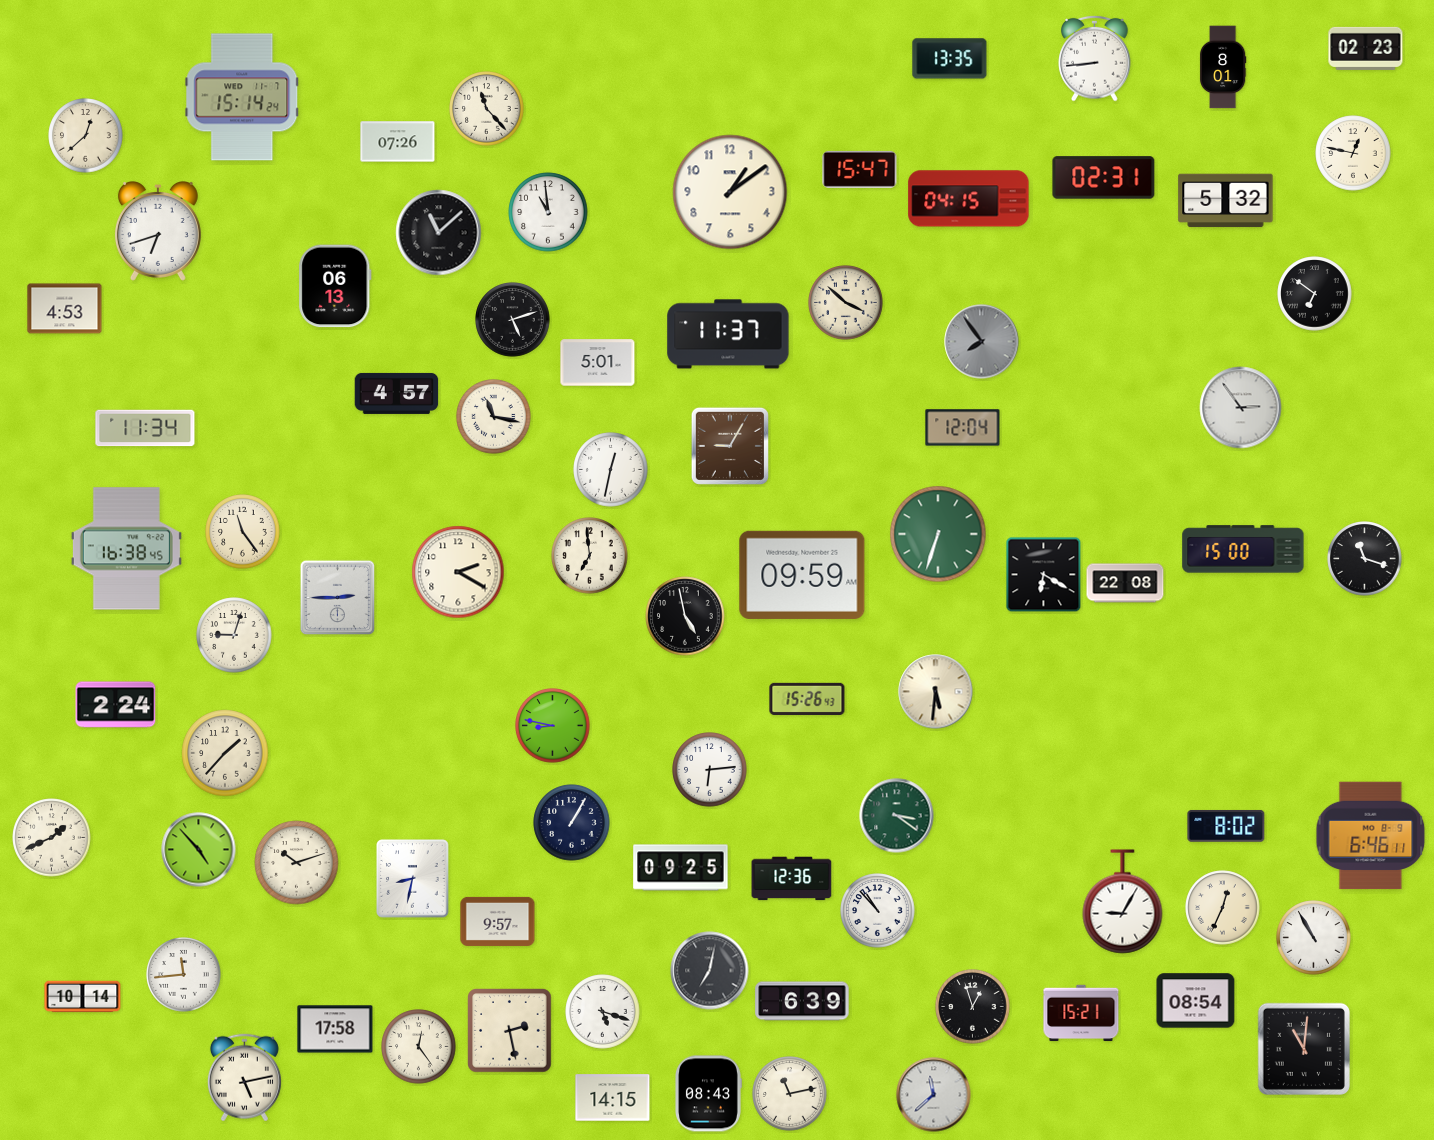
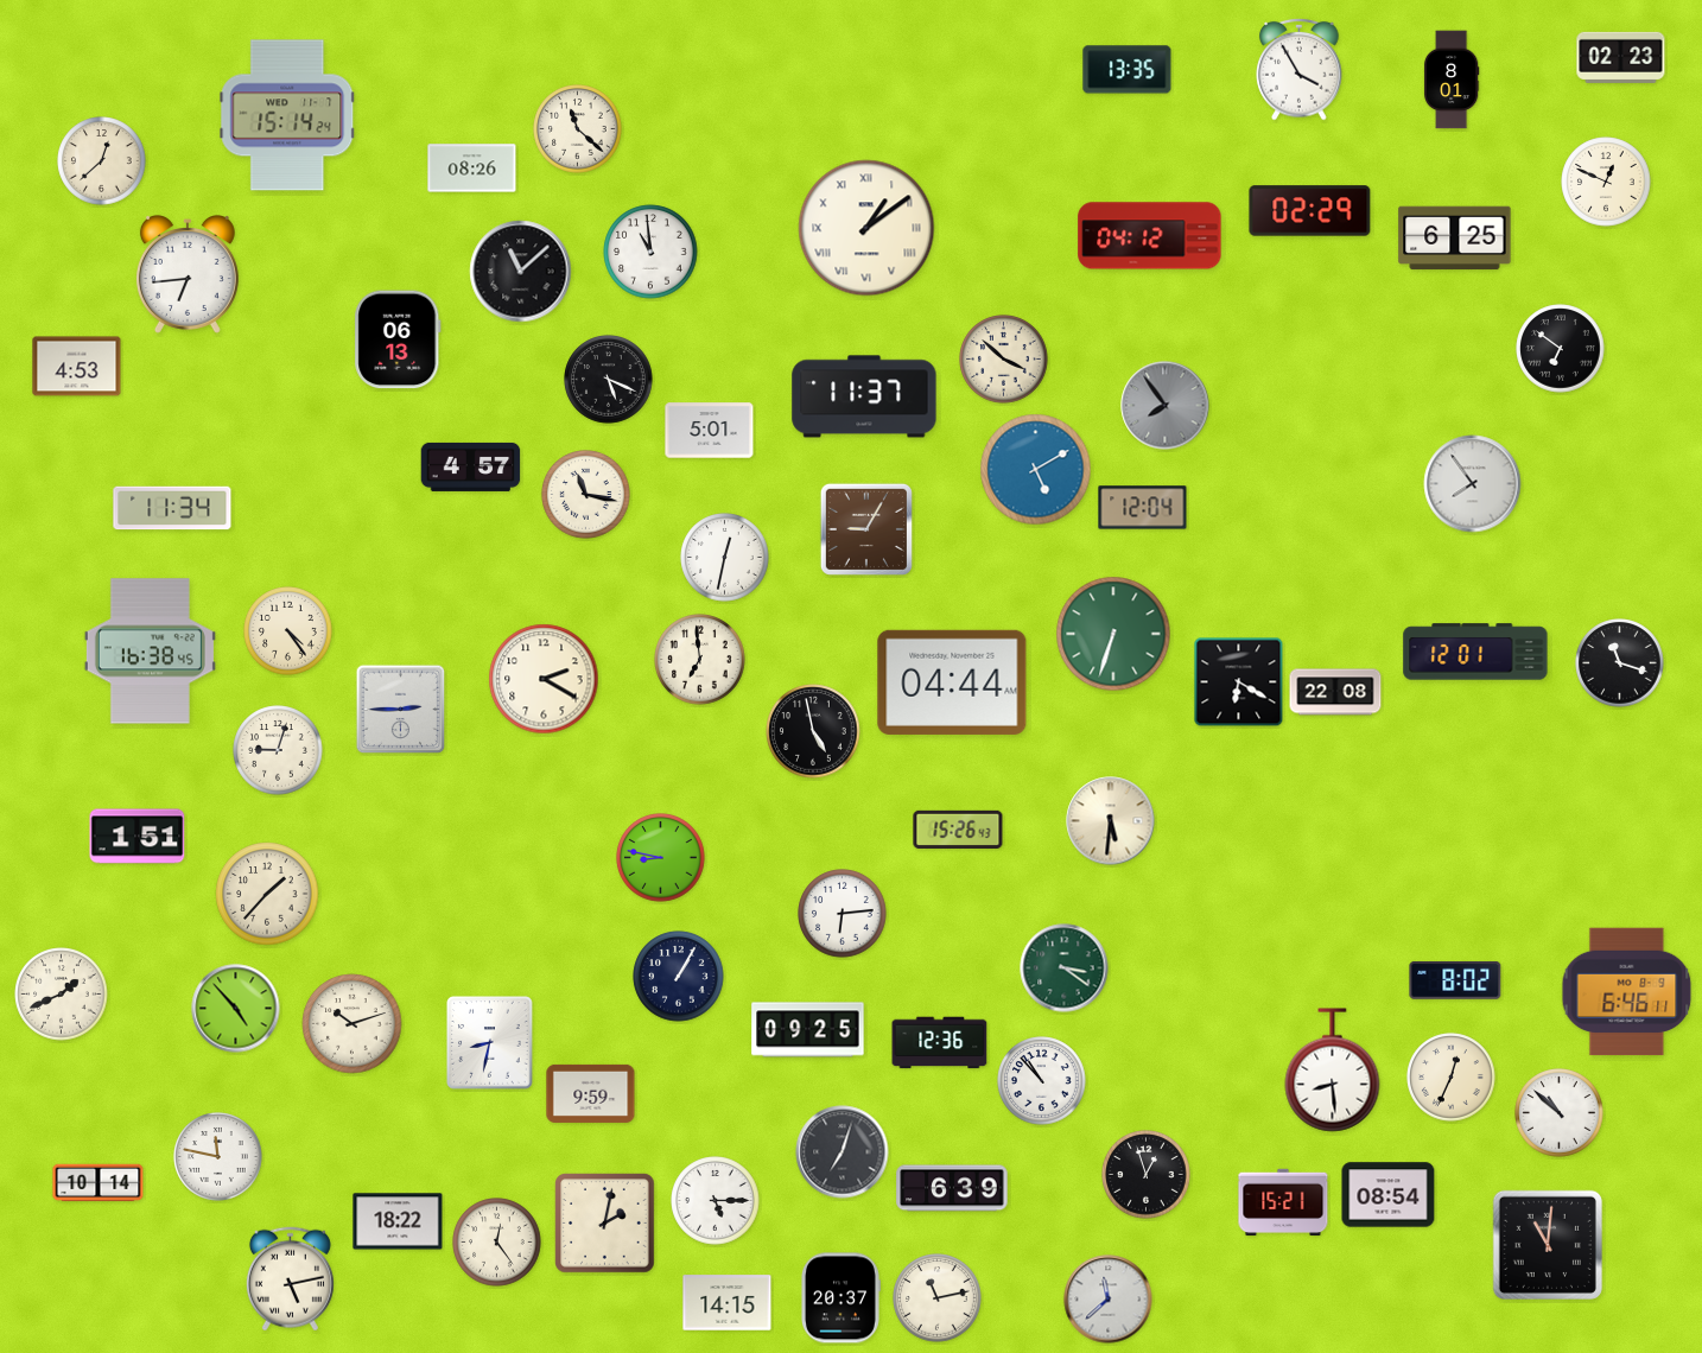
clock at (1095, 58): 8:44 -> 3:55
clock at (487, 109): 11:23 -> 11:22
clock at (398, 142): 07:26 -> 08:26
clock at (1353, 153): 12:47 -> 12:49
clock at (860, 169): 15:47 -> none
clock at (1104, 178): 02:31 -> 02:29
clock at (730, 192) numerals: Arabic -> Roman
clock at (969, 199): 04:15 -> 04:12
clock at (1226, 201): 5:32 -> 6:25
clock at (158, 232): 6:42 -> 6:44
clock at (439, 233) position: (439, 233) -> (521, 272)
clock at (513, 320): 5:12 -> 5:19
clock at (1036, 470): none -> 5:10
clock at (1241, 408): 2:54 -> 7:54
clock at (243, 532): 11:24 -> 4:24
clock at (1243, 549): 15:00 -> 12:01
clock at (802, 575): 09:59 -> 04:44
clock at (234, 635) position: (234, 635) -> (278, 750)
clock at (116, 705): 2:24 -> 1:51
clock at (553, 726) position: (553, 726) -> (661, 858)
clock at (1123, 902): 9:05 -> 8:29
clock at (498, 921): 9:57 -> 9:59
clock at (1314, 938): 10:55 -> 10:52
clock at (710, 971): 7:02 -> 7:03
clock at (184, 975): 11:44 -> 11:47
clock at (1196, 1001) position: (1196, 1001) -> (1389, 1195)
clock at (973, 1007) position: (973, 1007) -> (1147, 1175)
clock at (603, 1012): 5:18 -> 5:15
clock at (335, 1029): 17:58 -> 18:22
clock at (510, 1031): 2:28 -> 2:02
clock at (709, 1094): 08:43 -> 20:37
